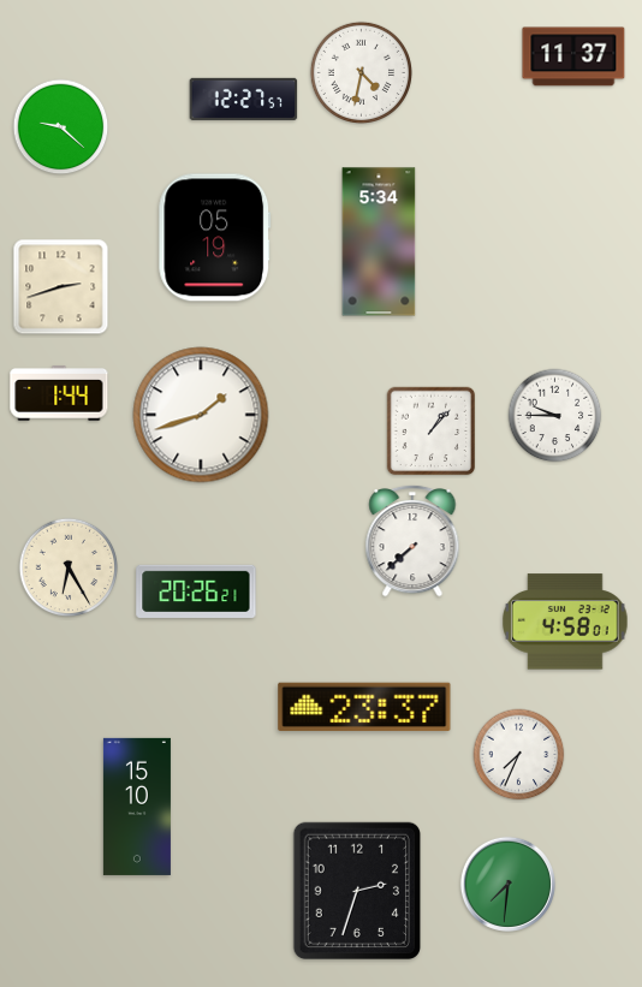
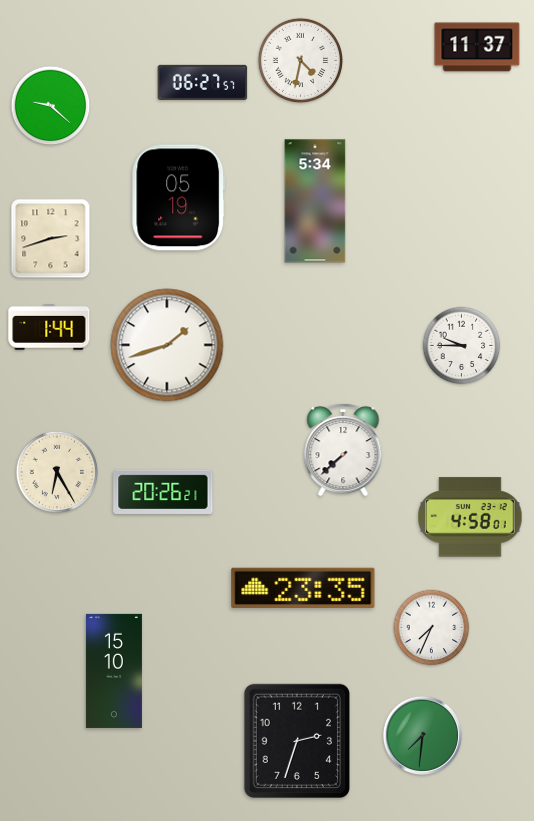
clock at (244, 99): 12:27 -> 06:27
clock at (432, 432): 1:07 -> none
clock at (364, 706): 23:37 -> 23:35
